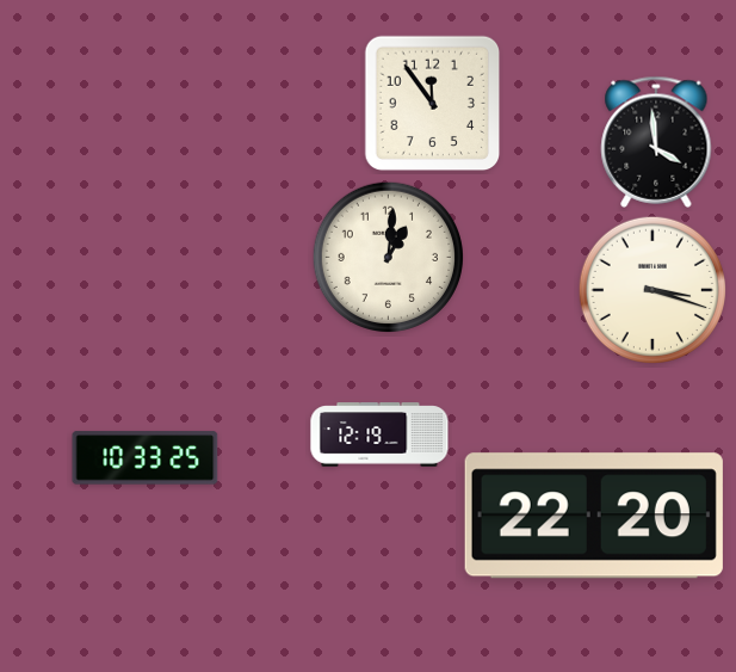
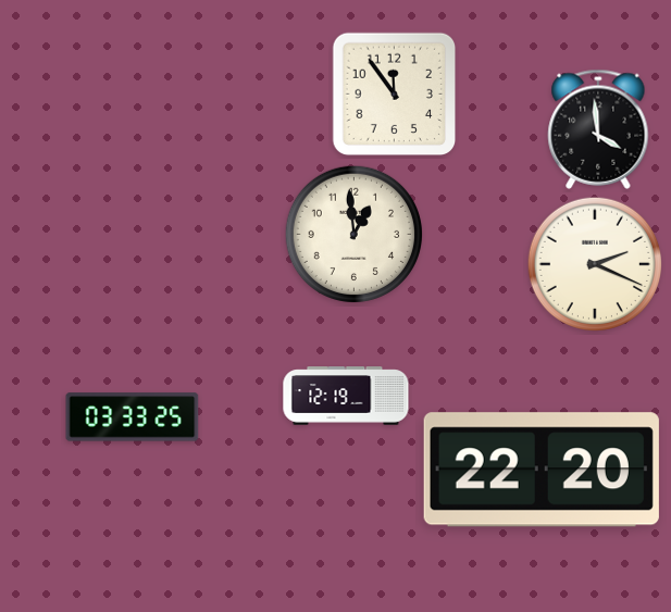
clock at (388, 257): 1:01 -> 12:59
clock at (651, 289): 3:18 -> 2:19
clock at (146, 458): 10:33 -> 03:33
